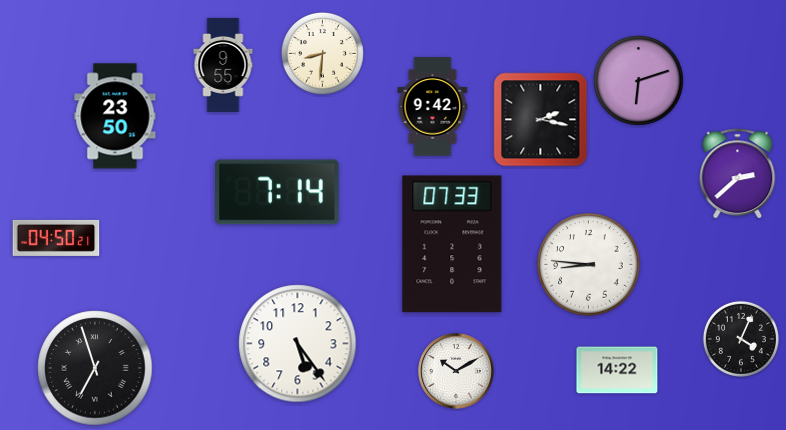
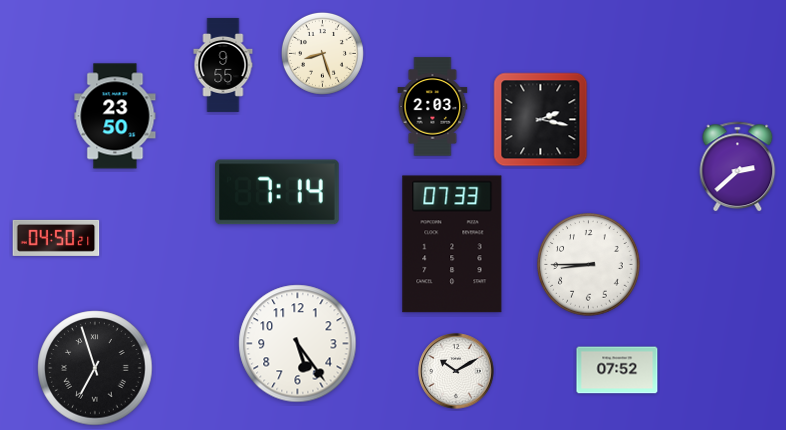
clock at (322, 53): 8:31 -> 8:27
clock at (639, 81): 6:12 -> none
clock at (433, 107): 9:42 -> 2:03
clock at (738, 174) position: (738, 174) -> (738, 167)
clock at (589, 265): 8:46 -> 8:45
clock at (741, 339): 4:04 -> none
clock at (617, 370): 14:22 -> 07:52
